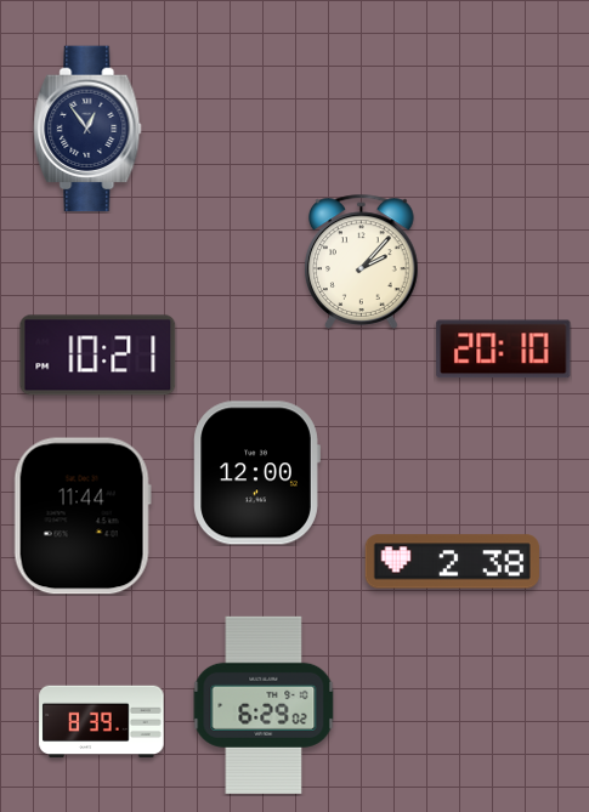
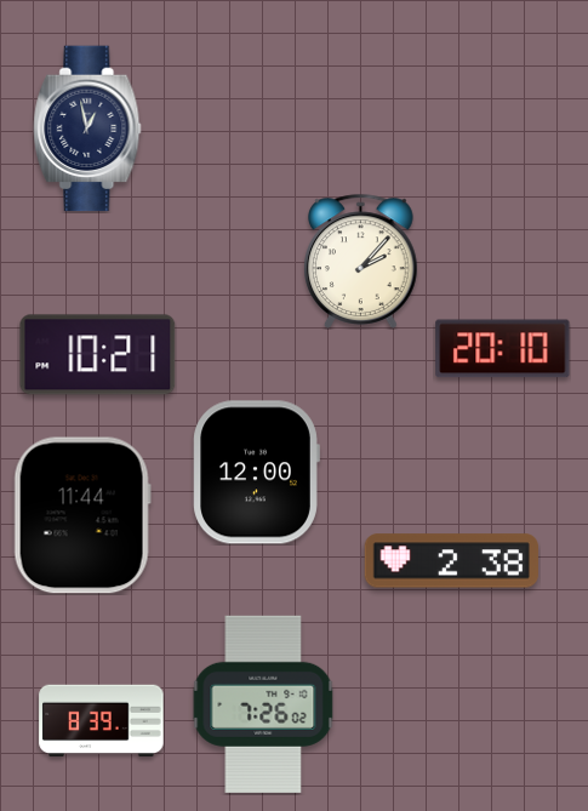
clock at (87, 129): 12:54 -> 12:58
clock at (264, 705): 6:29 -> 7:26
